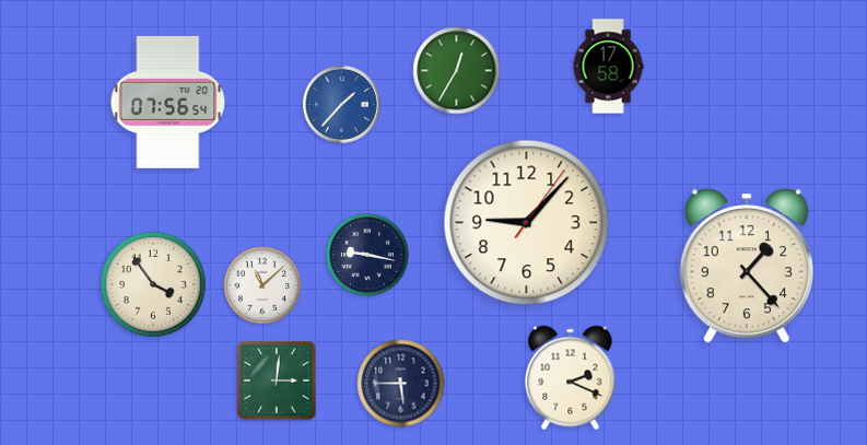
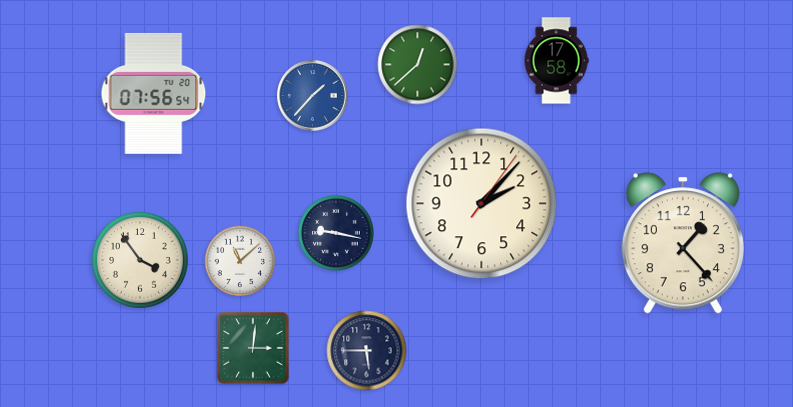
clock at (457, 71): 12:35 -> 12:38
clock at (527, 223): 9:07 -> 2:07
clock at (571, 378): 2:19 -> none
